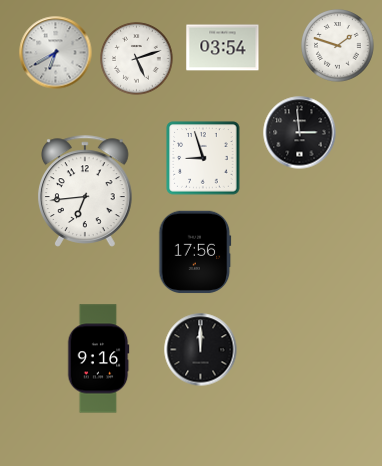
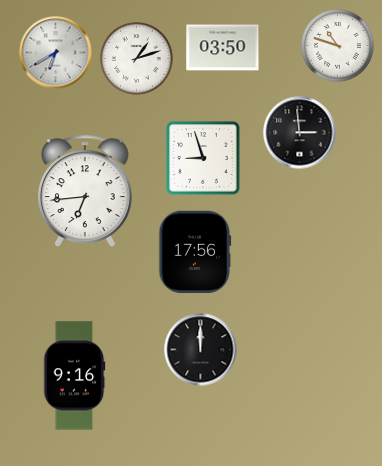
clock at (338, 46): 1:48 -> 10:48
clock at (223, 48): 03:54 -> 03:50
clock at (137, 59): 5:12 -> 1:12
clock at (98, 359) position: (98, 359) -> (74, 376)
